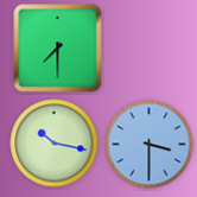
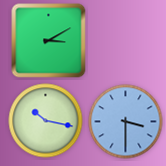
clock at (58, 49): 7:30 -> 3:10
